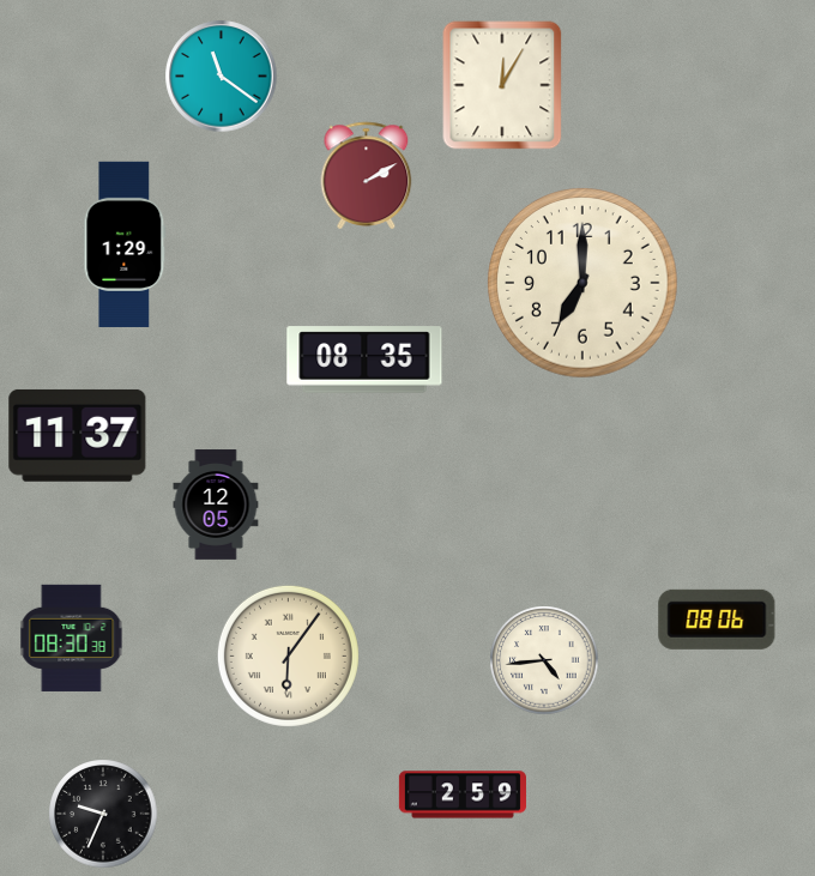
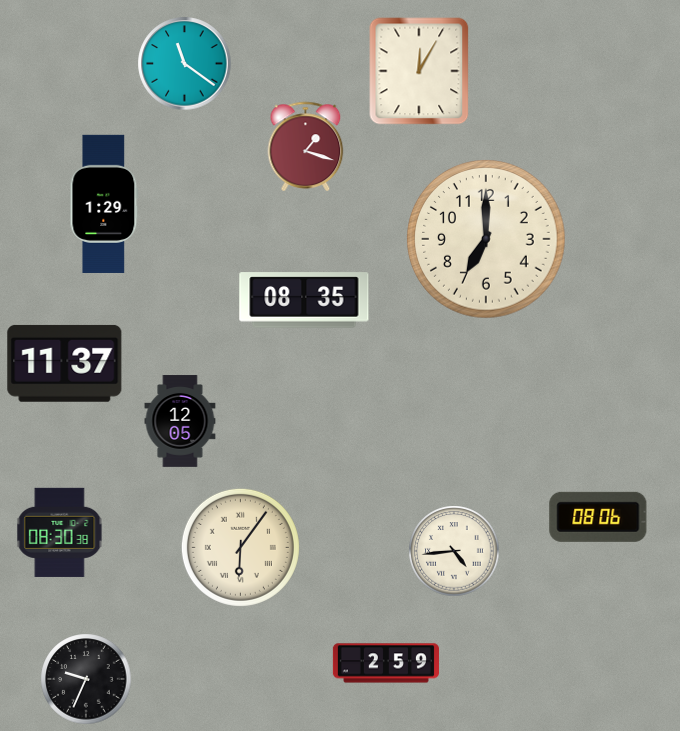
clock at (367, 175): 2:10 -> 1:18
clock at (582, 283) position: (582, 283) -> (486, 239)
